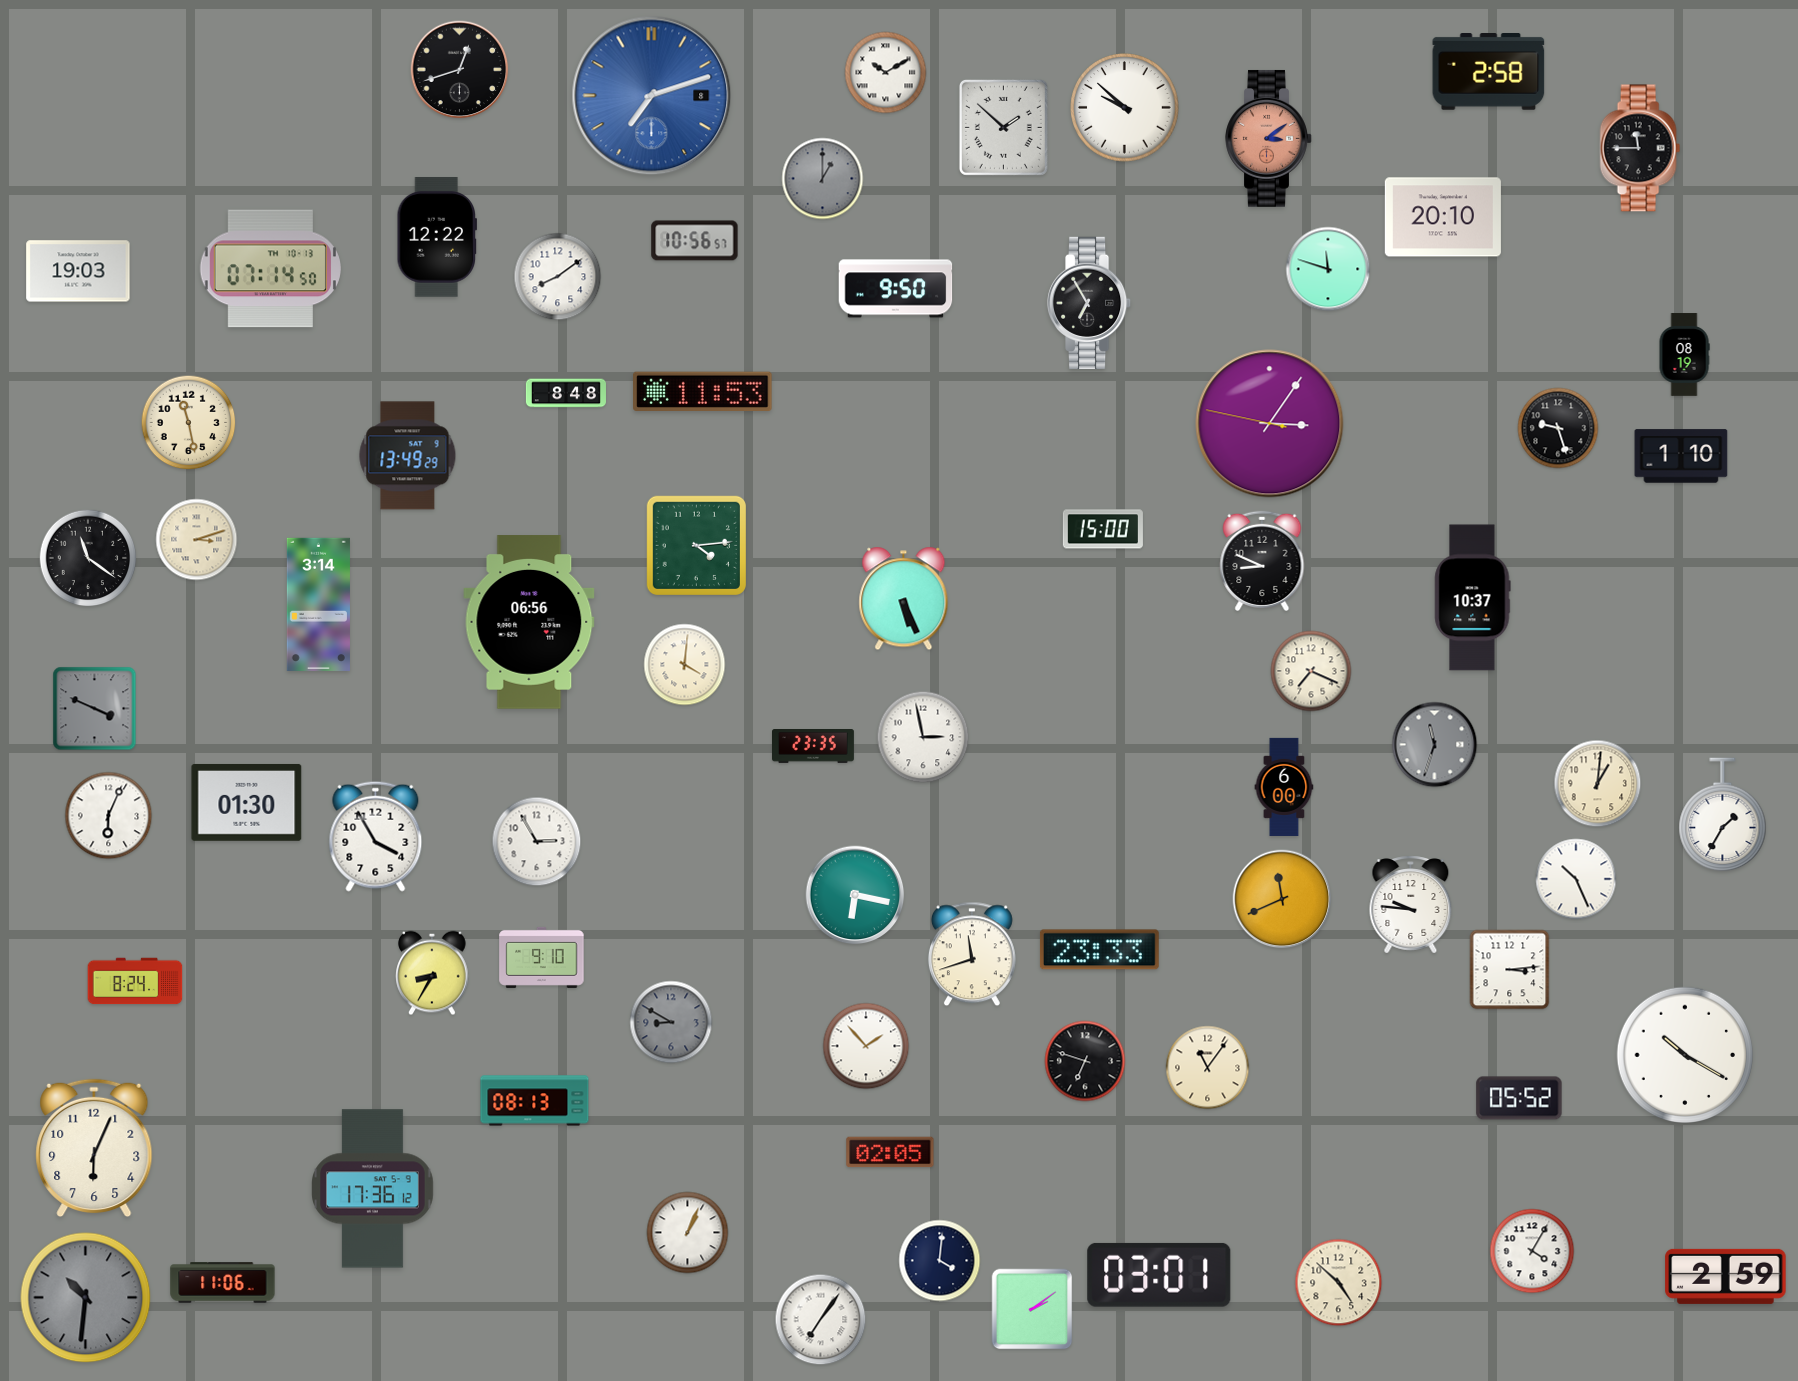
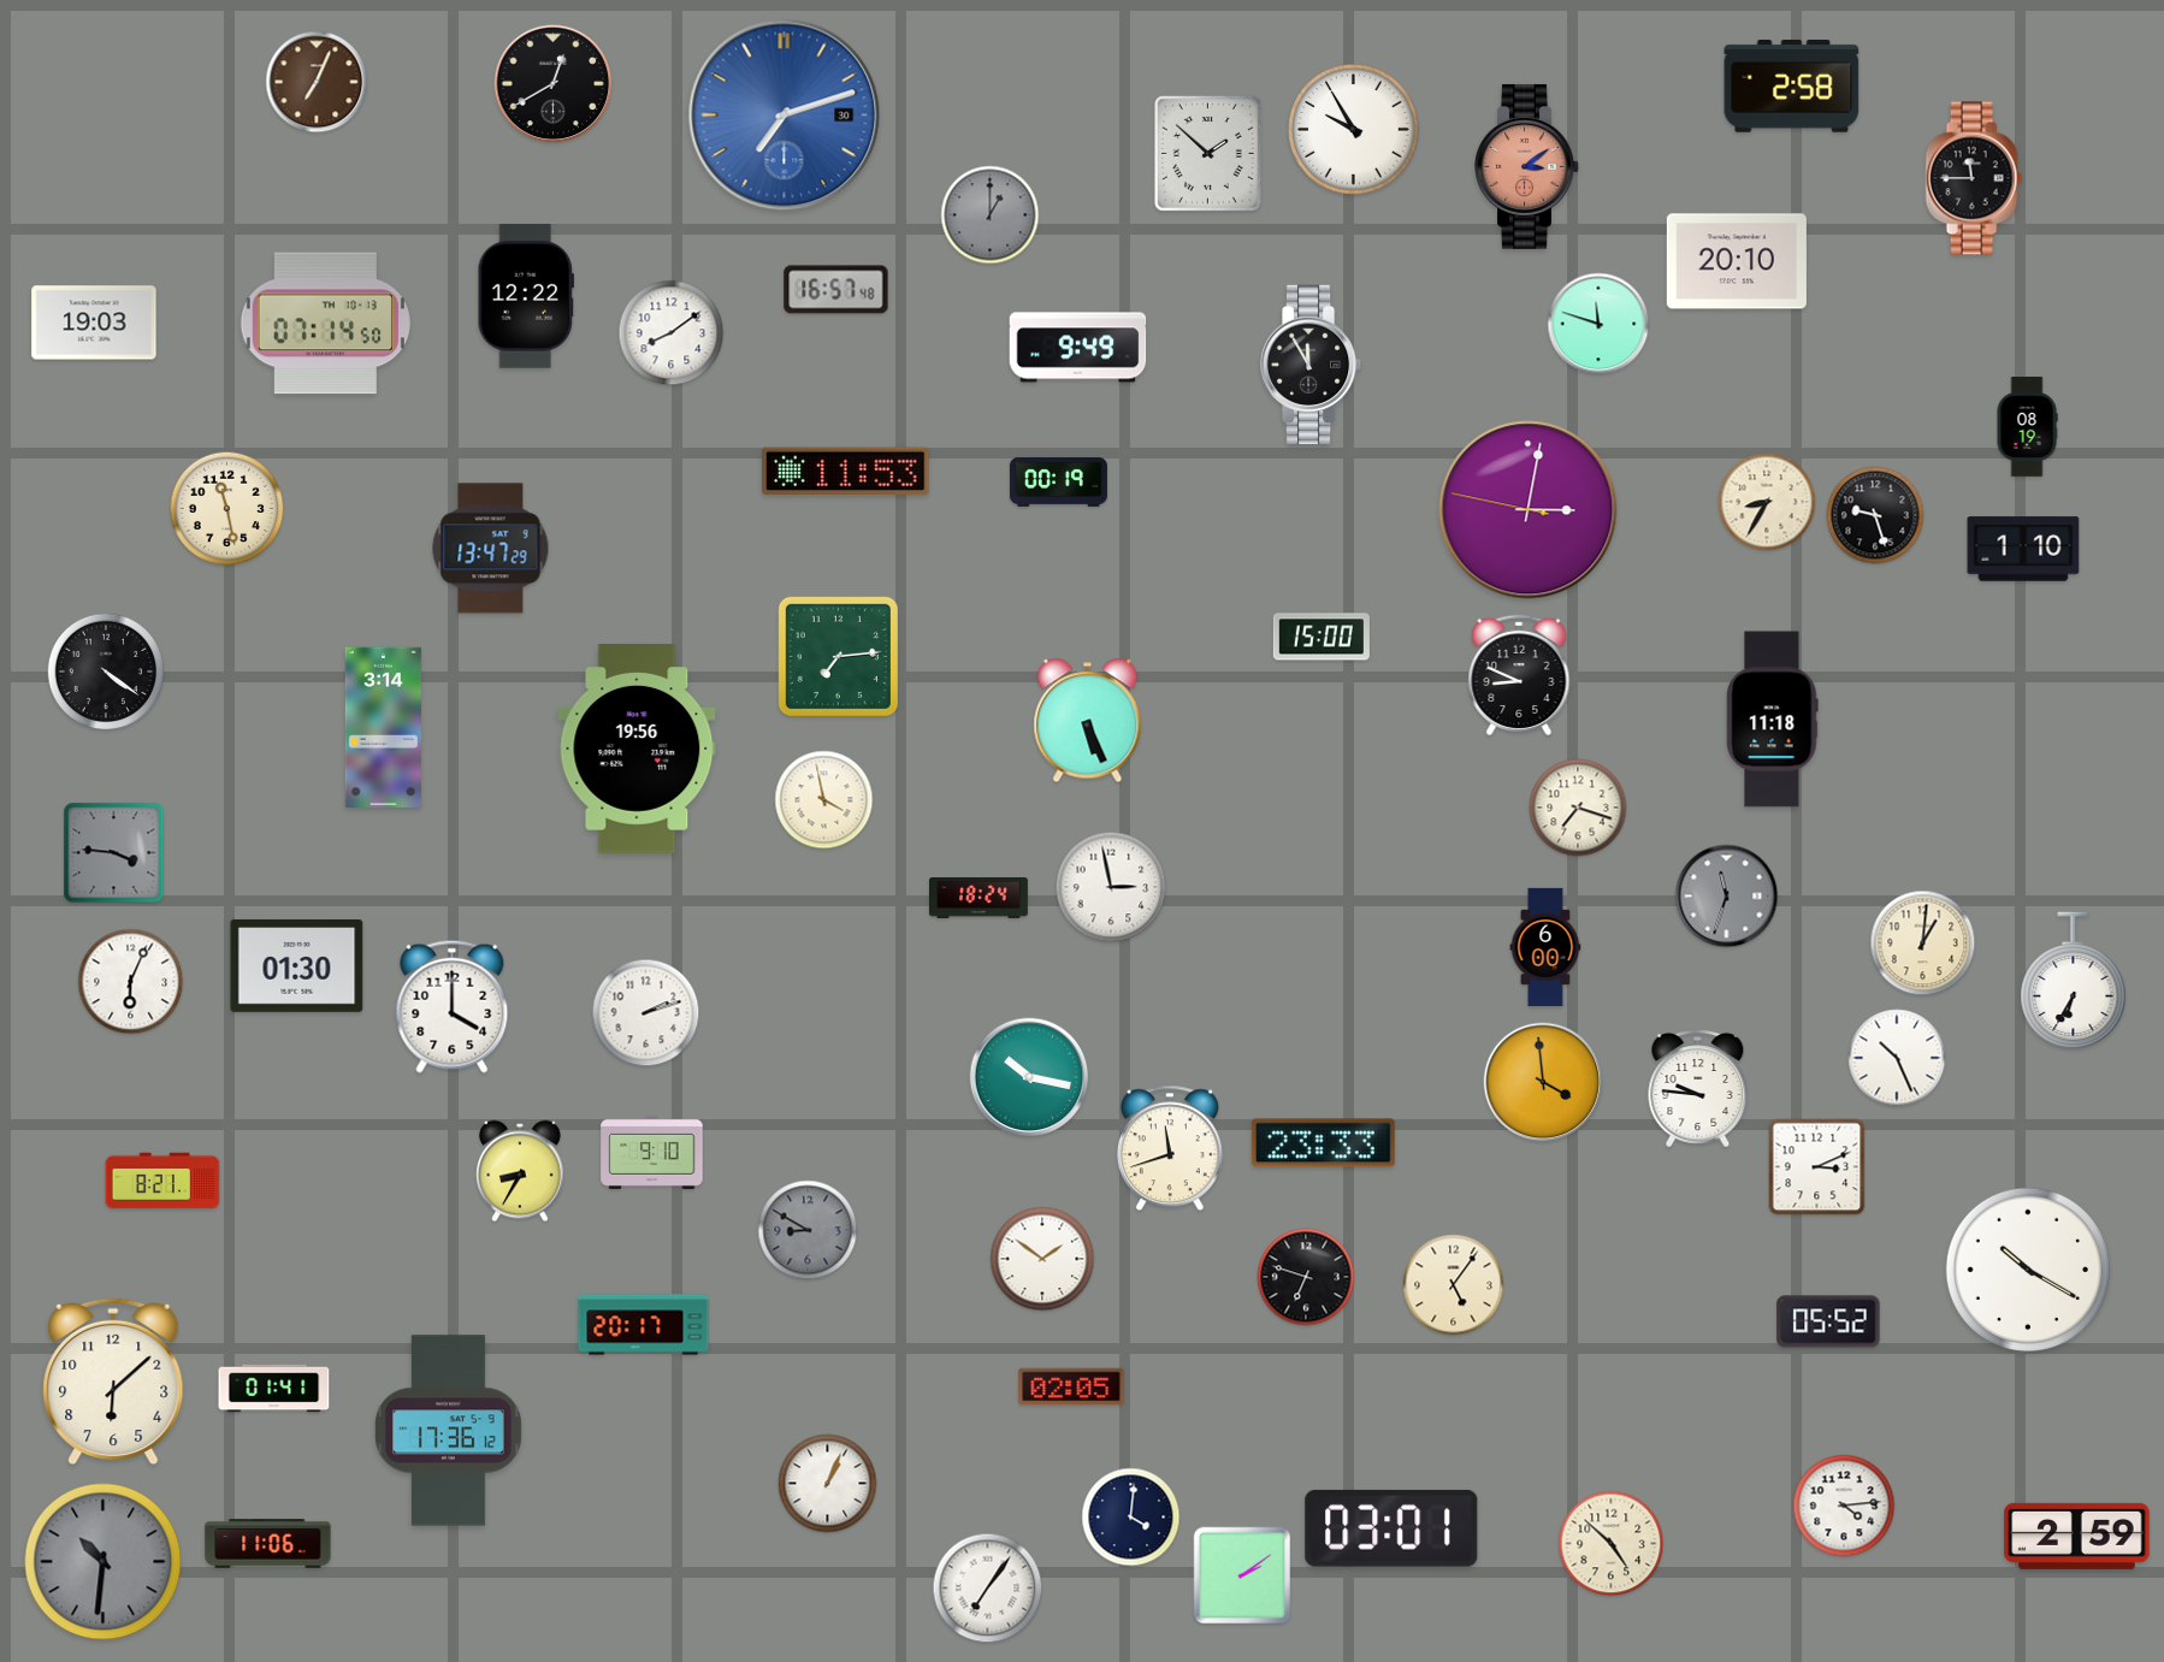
clock at (317, 82): none -> 7:04
clock at (460, 70): 12:42 -> 12:40
clock at (886, 73): 10:10 -> none
clock at (652, 96) date: 8 -> 30
clock at (1125, 108): 9:52 -> 9:55
clock at (437, 237) position: (437, 237) -> (526, 296)
clock at (695, 241): 10:56 -> 16:57
clock at (78, 271) position: (78, 271) -> (94, 323)
clock at (896, 289): 9:50 -> 9:49
clock at (1089, 302): 6:55 -> 11:55
clock at (566, 393): 8:48 -> none
clock at (1058, 481): none -> 00:19
clock at (1767, 502): none -> 8:35
clock at (1270, 424): 3:05 -> 3:01
clock at (408, 456): 13:49 -> 13:47
clock at (1103, 529) position: (1103, 529) -> (1322, 637)
clock at (197, 540): 3:12 -> none
clock at (696, 545): 4:14 -> 7:14
clock at (88, 558): 11:21 -> 4:21
clock at (1473, 598): 10:37 -> 11:18
clock at (529, 622): 06:56 -> 19:56
clock at (685, 665): 4:01 -> 3:58
clock at (1311, 671): 7:19 -> 7:18
clock at (95, 709): 3:49 -> 3:46
clock at (814, 747): 23:35 -> 18:24
clock at (1723, 815): 1:35 -> 6:35
clock at (376, 836): 3:55 -> 4:00
clock at (537, 842): 2:55 -> 2:12
clock at (855, 895): 6:17 -> 10:17
clock at (1282, 899): 11:41 -> 3:59
clock at (1510, 970): 3:14 -> 3:11
clock at (135, 981): 8:24 -> 8:21
clock at (866, 1046): 1:53 -> 1:51
clock at (1208, 1068): 11:06 -> 5:06
clock at (535, 1101): 08:13 -> 20:17
clock at (94, 1148): 6:04 -> 6:08
clock at (274, 1389): none -> 01:41
clock at (1532, 1251): 4:05 -> 4:14
clock at (1159, 1275) position: (1159, 1275) -> (1391, 1528)
